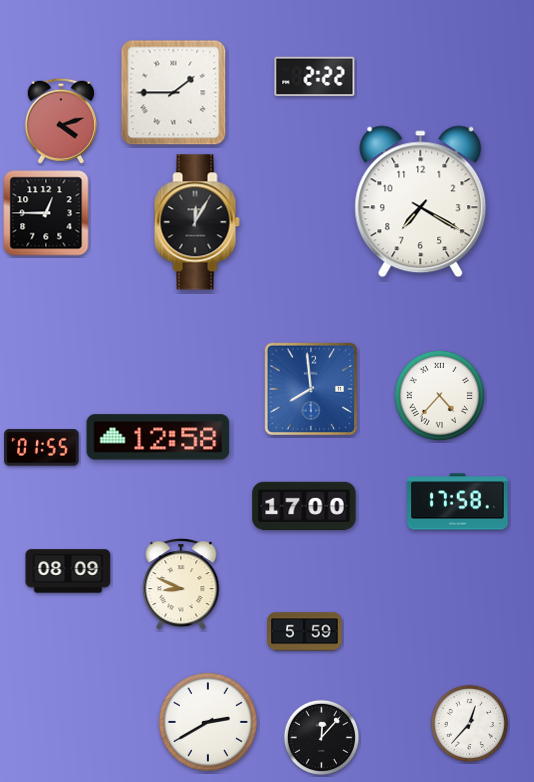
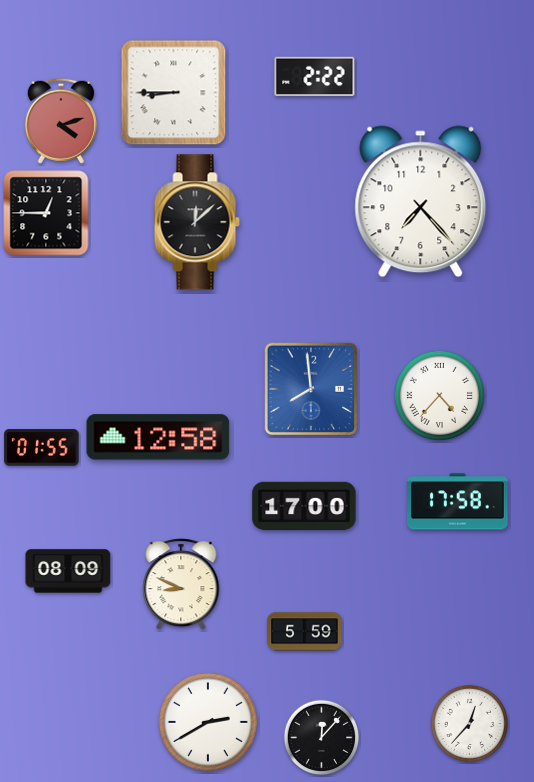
clock at (174, 93): 1:45 -> 8:45
clock at (421, 202): 7:20 -> 7:23
clock at (197, 222): 12:05 -> 12:08
